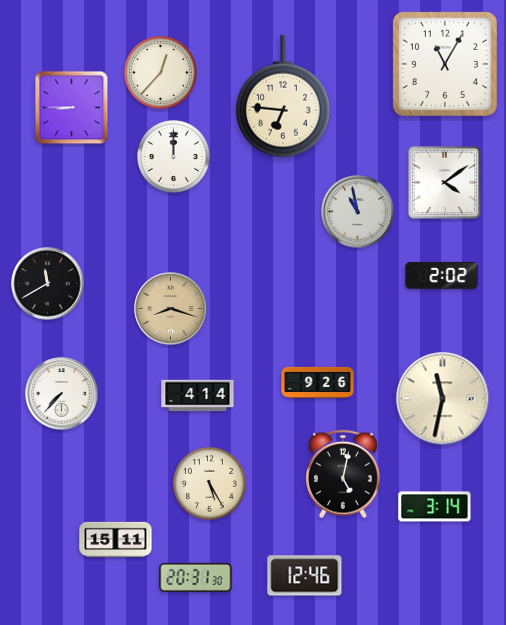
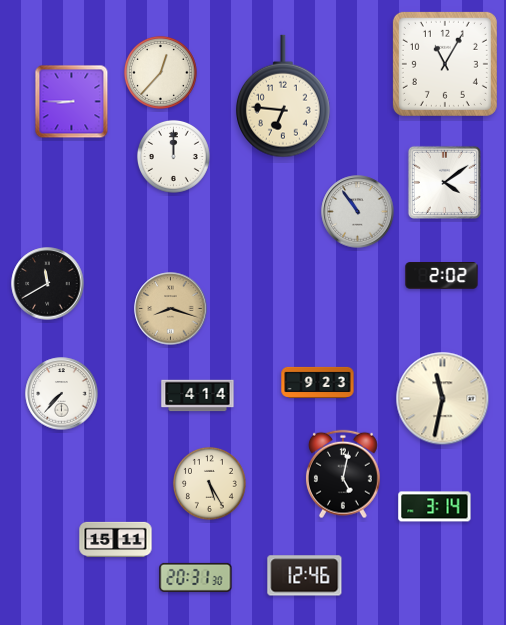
clock at (72, 108) position: (72, 108) -> (72, 102)
clock at (358, 212): 10:58 -> 10:54
clock at (318, 382): 9:26 -> 9:23
